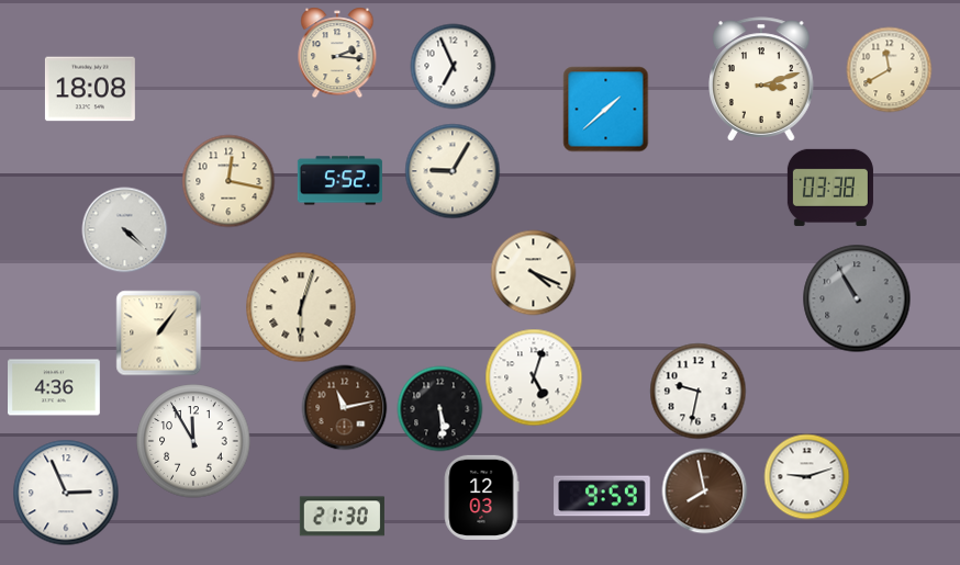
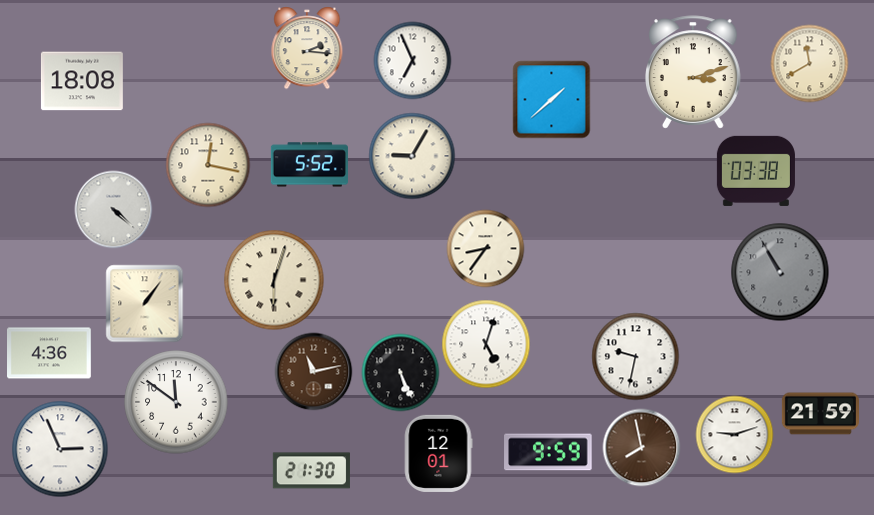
clock at (533, 272): 4:19 -> 8:36
clock at (439, 408): 5:29 -> 5:26
clock at (193, 441): 11:55 -> 11:51
clock at (820, 414): none -> 21:59
clock at (481, 497): 12:03 -> 12:01
